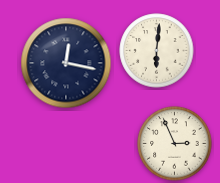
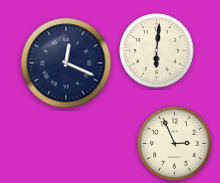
clock at (66, 63): 12:17 -> 12:19
